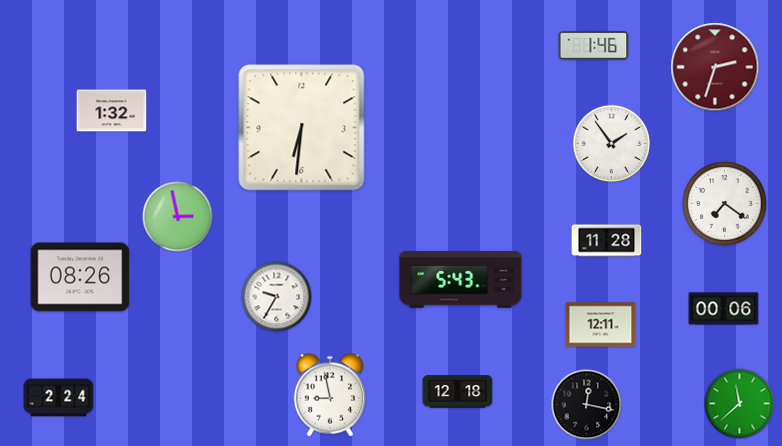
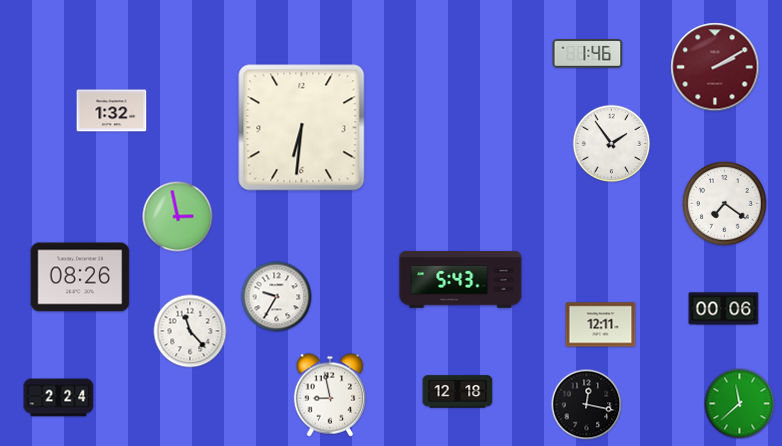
clock at (594, 46) position: (594, 46) -> (588, 54)
clock at (715, 67): 2:33 -> 2:10
clock at (607, 241): 11:28 -> none
clock at (190, 331): none -> 11:23
